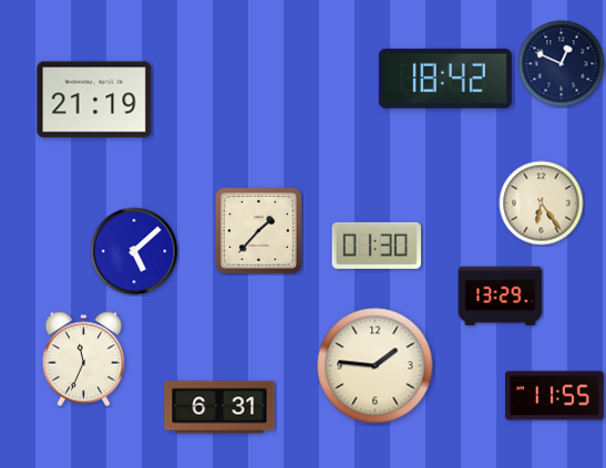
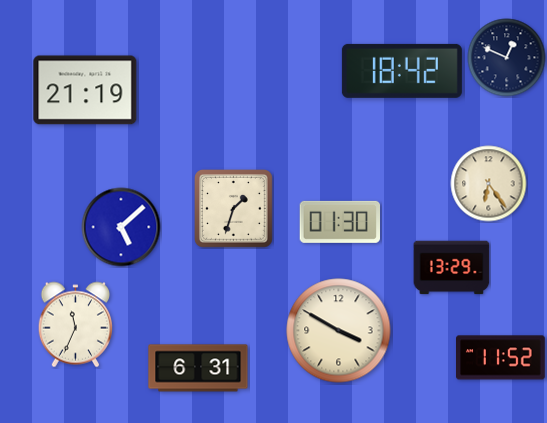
clock at (259, 231): 1:37 -> 1:33
clock at (376, 366): 1:46 -> 3:50
clock at (555, 396): 11:55 -> 11:52
